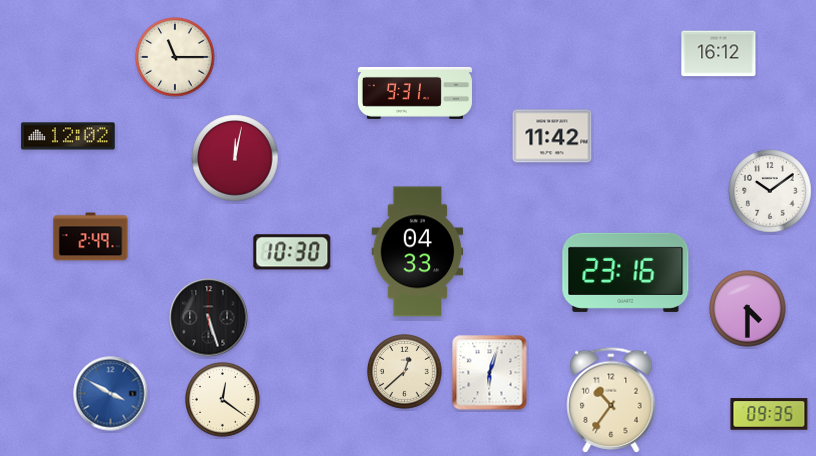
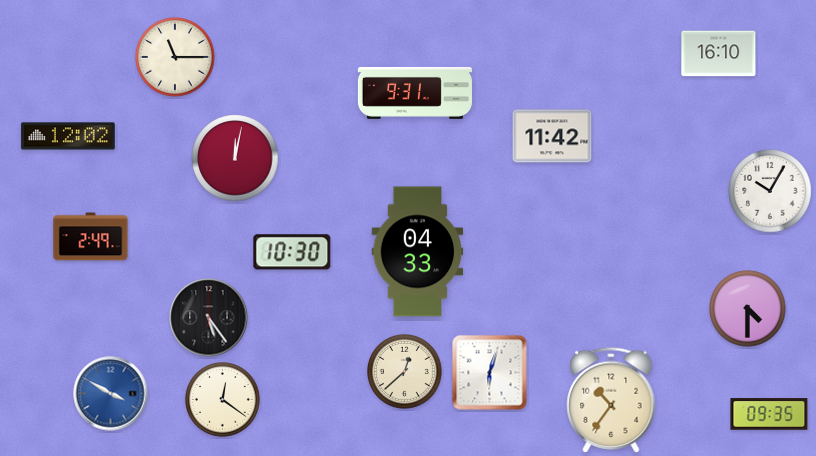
clock at (719, 54): 16:12 -> 16:10
clock at (770, 191): 10:09 -> 10:05
clock at (626, 272): 23:16 -> none
clock at (209, 318): 5:27 -> 5:24
